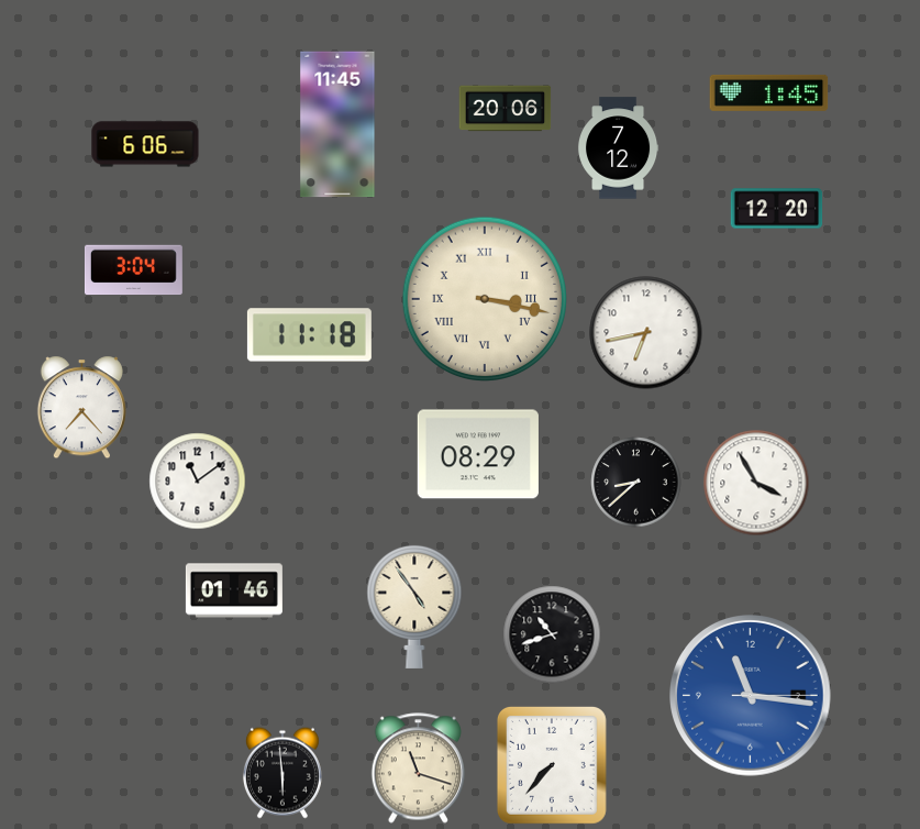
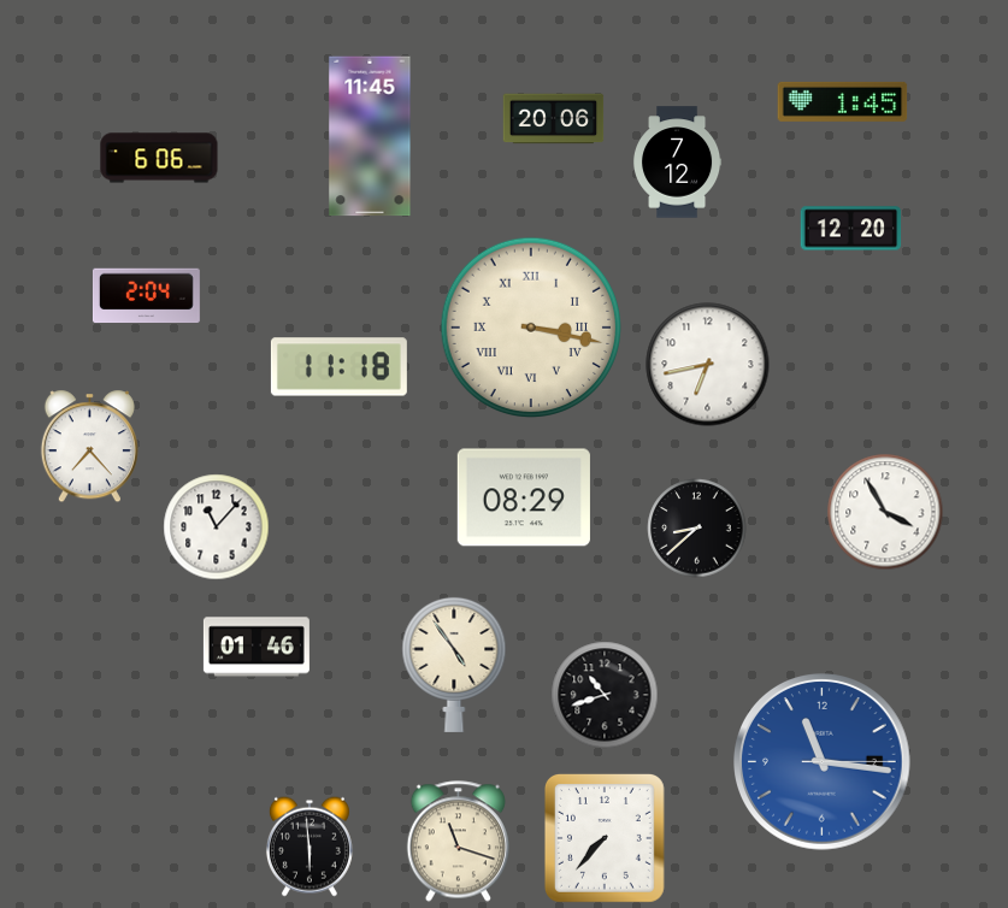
clock at (133, 270): 3:04 -> 2:04
clock at (198, 482): 11:09 -> 11:07
clock at (756, 483) position: (756, 483) -> (885, 512)
